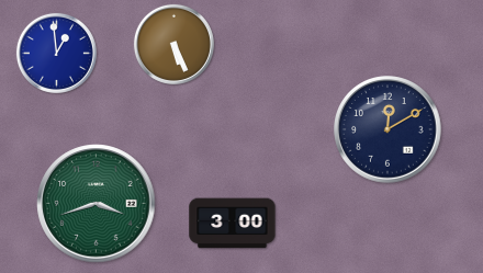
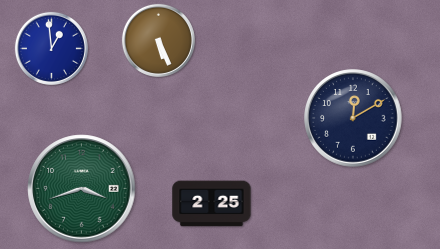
clock at (97, 204) position: (97, 204) -> (82, 189)
clock at (233, 224): 3:00 -> 2:25
